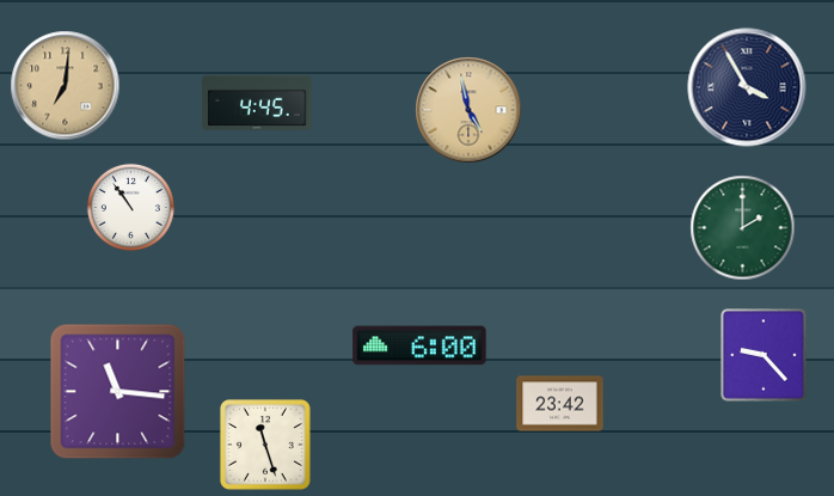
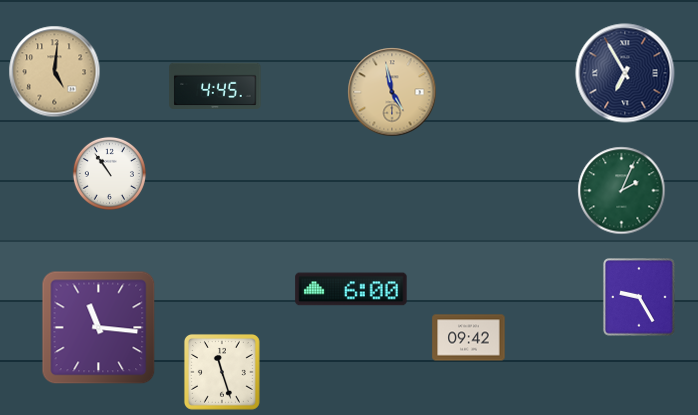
clock at (66, 86): 7:01 -> 5:01
clock at (747, 87): 3:55 -> 6:55
clock at (743, 228): 2:00 -> 2:04
clock at (764, 355): 9:23 -> 9:25
clock at (560, 404): 23:42 -> 09:42
